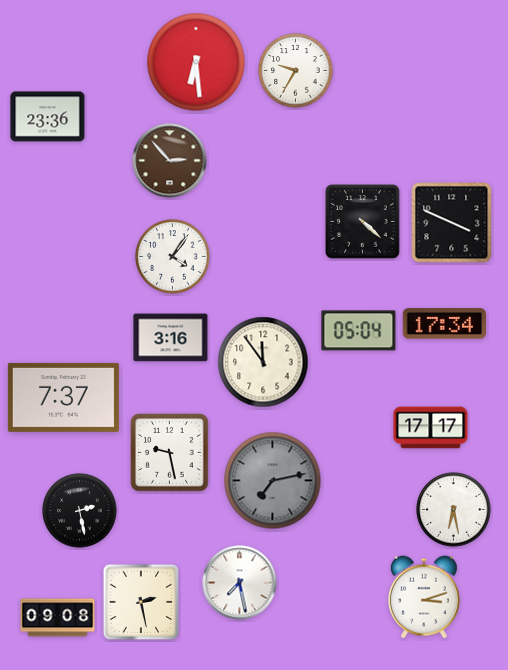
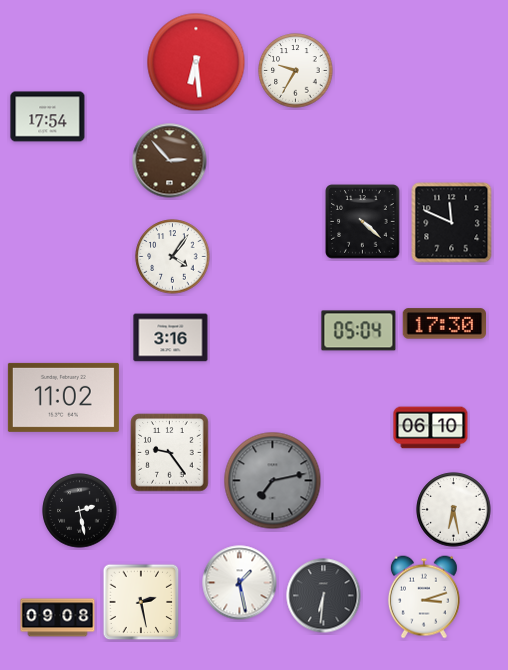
clock at (48, 117): 23:36 -> 17:54
clock at (452, 223): 3:49 -> 11:49
clock at (445, 324): 17:34 -> 17:30
clock at (263, 362): 11:54 -> none
clock at (63, 397): 7:37 -> 11:02
clock at (431, 428): 17:17 -> 06:10
clock at (170, 453): 9:28 -> 9:24
clock at (240, 583): 7:28 -> 1:28
clock at (324, 596): none -> 6:31
